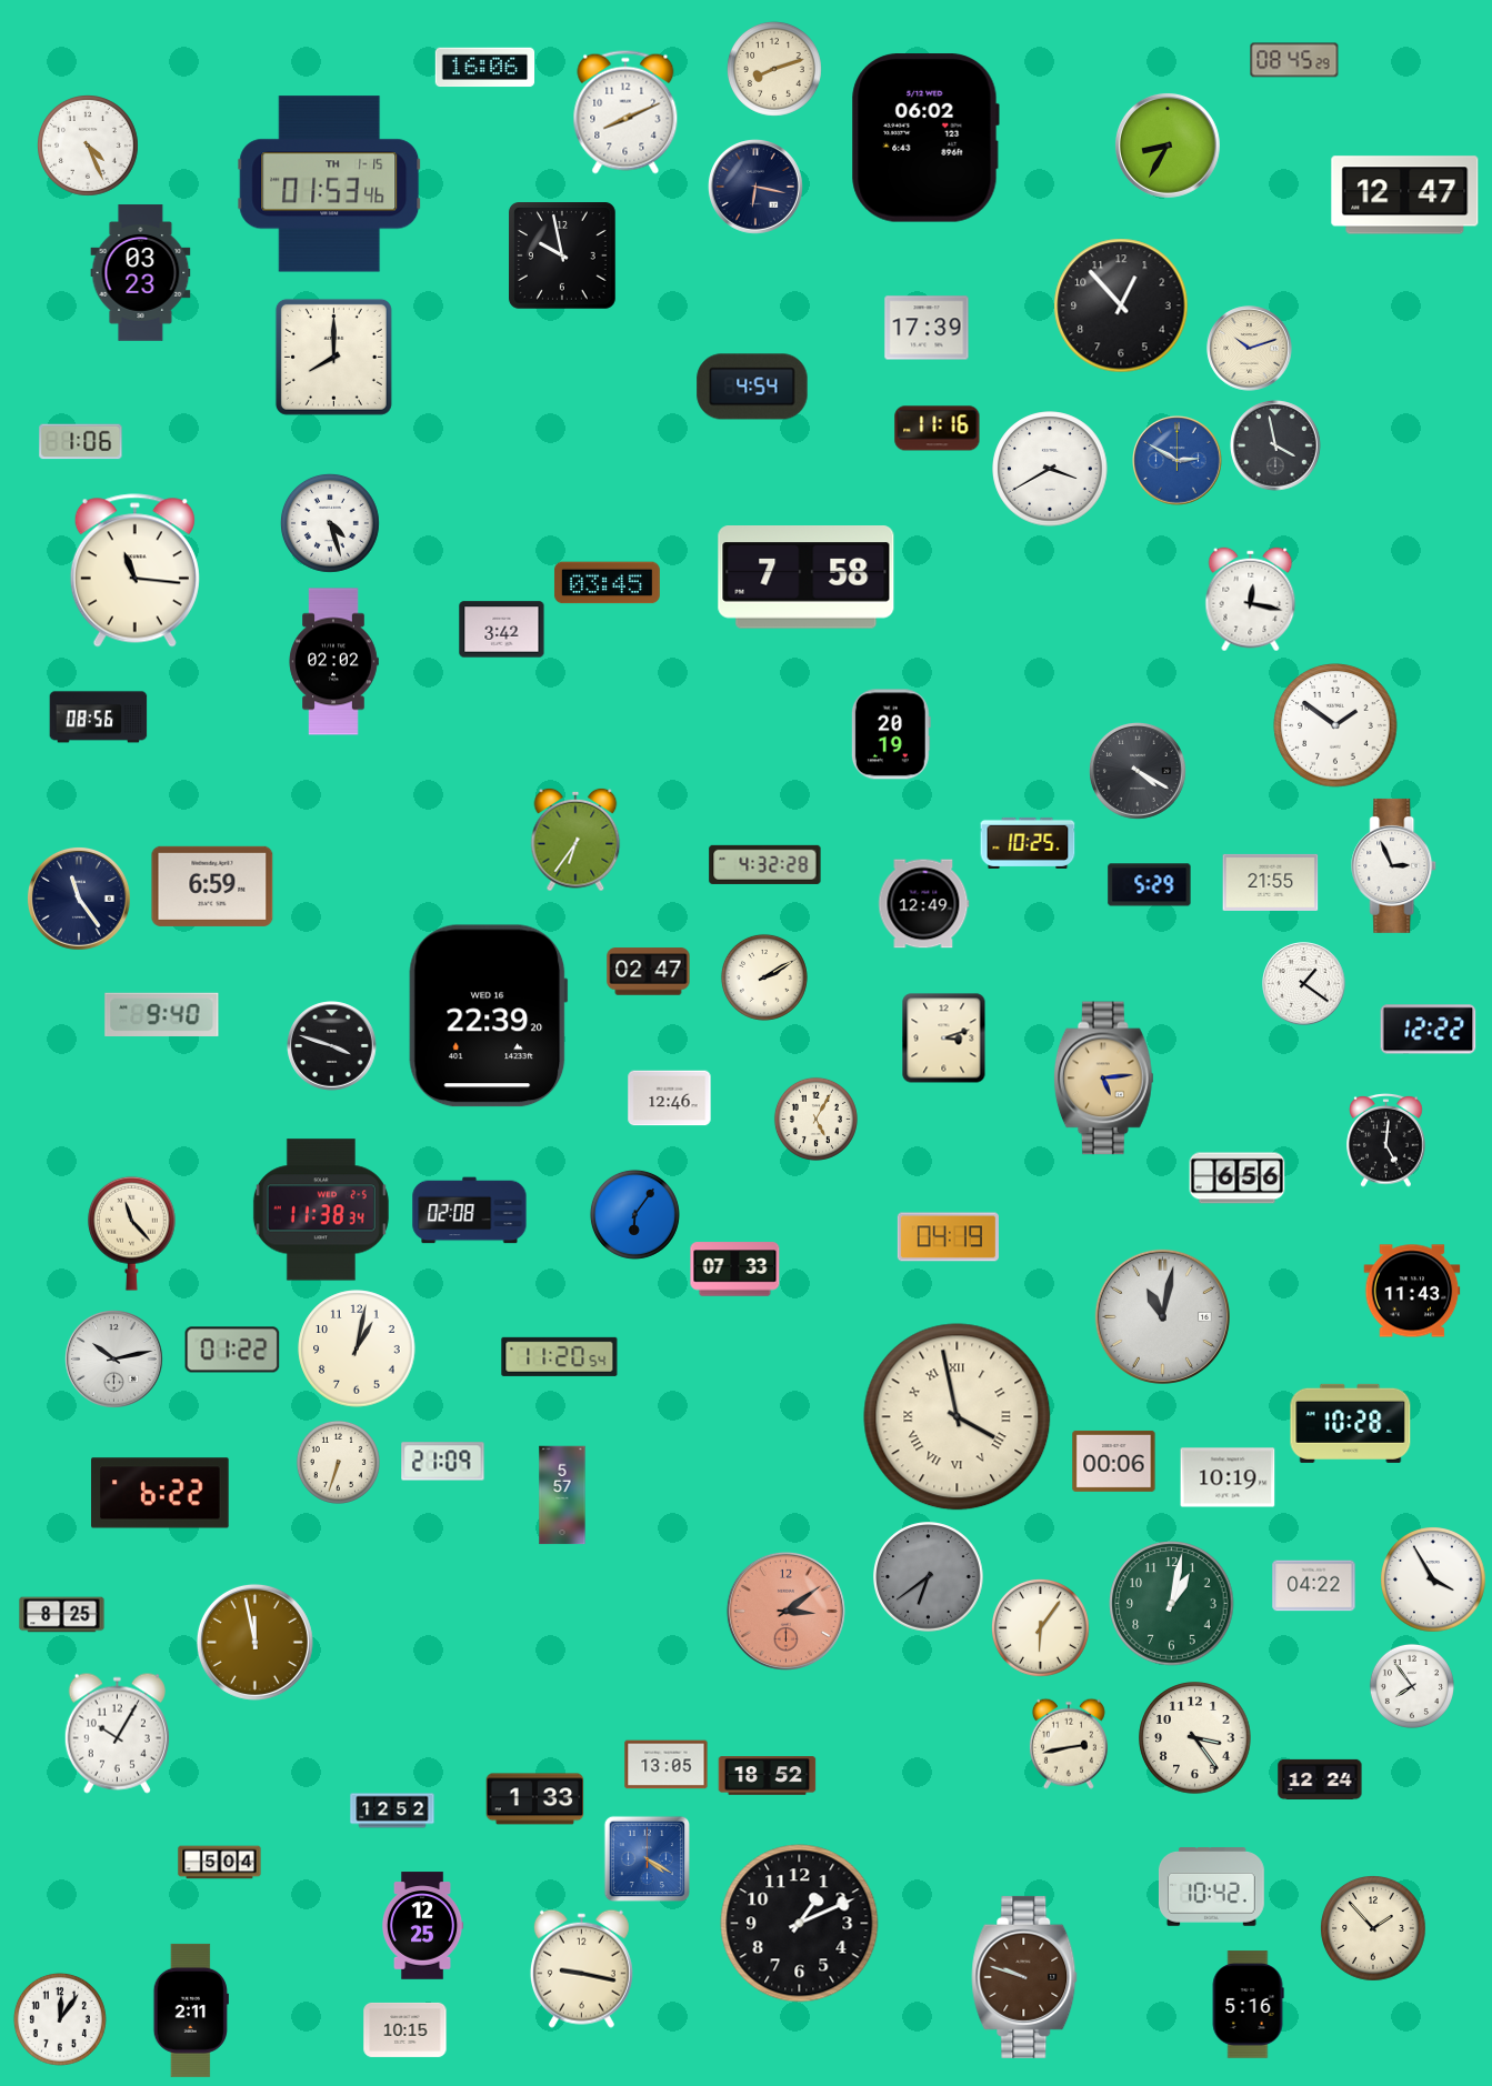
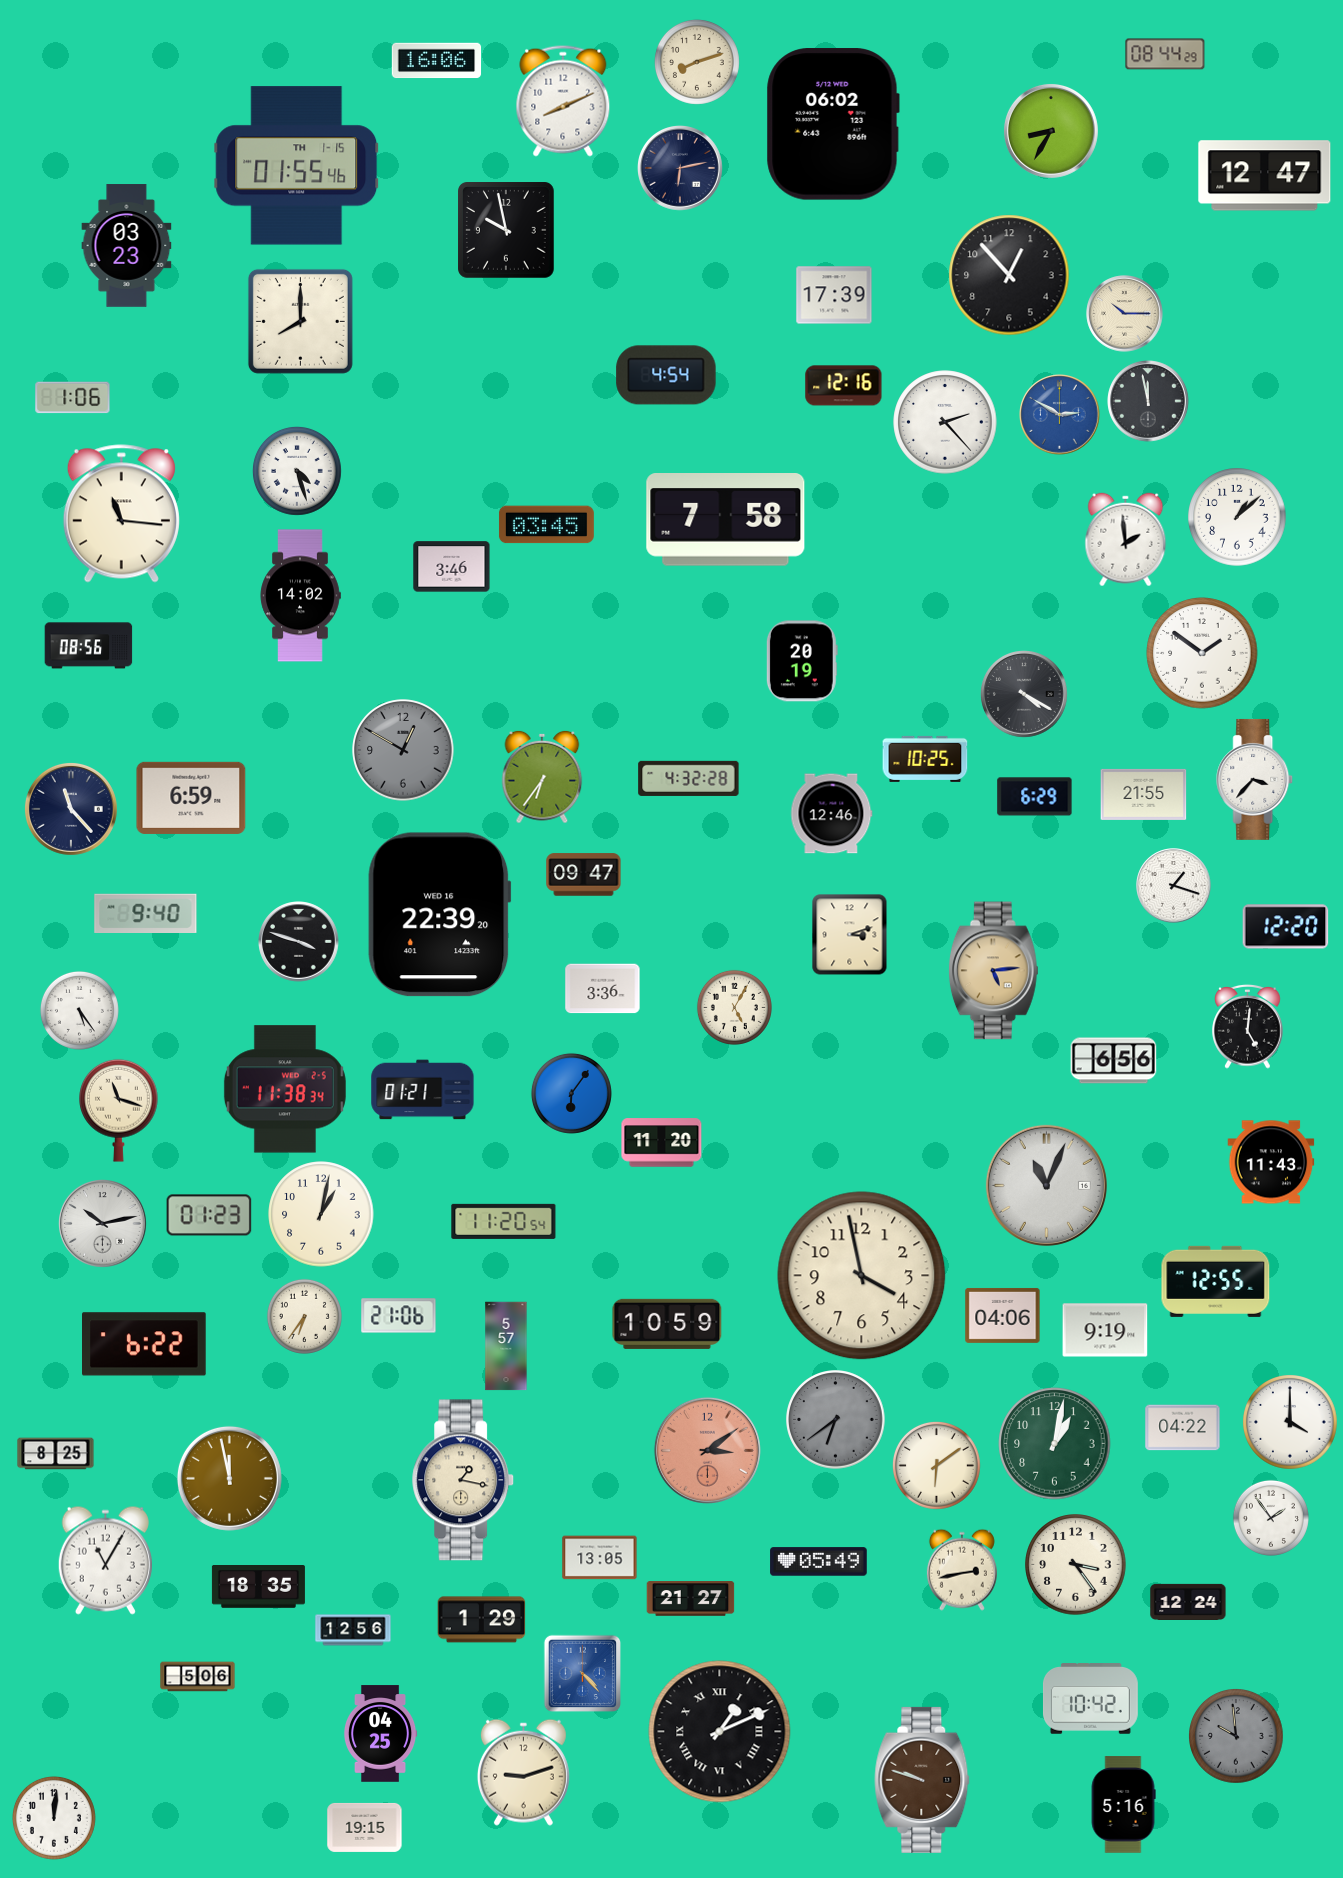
clock at (1294, 60): 08:45 -> 08:44
clock at (89, 147): 4:26 -> none
clock at (330, 184): 01:53 -> 01:55
clock at (757, 188): 6:17 -> 6:13
clock at (1250, 349): 10:12 -> 10:15
clock at (752, 387) position: (752, 387) -> (666, 375)
clock at (938, 429): 11:16 -> 12:16
clock at (1275, 445): 3:58 -> 11:58
clock at (1050, 469): 3:40 -> 2:23
clock at (1237, 517): none -> 1:08
clock at (1251, 600): 12:17 -> 1:59
clock at (502, 630): 3:42 -> 3:46
clock at (333, 662): 02:02 -> 14:02
clock at (403, 750): none -> 12:50
clock at (575, 840) position: (575, 840) -> (542, 777)
clock at (1394, 865): 2:56 -> 3:37
clock at (1150, 885): 5:29 -> 6:29
clock at (79, 899): 11:24 -> 11:23
clock at (924, 904): 12:49 -> 12:46
clock at (649, 972): 02:47 -> 09:47
clock at (764, 977): 2:10 -> none
clock at (1304, 984): 1:21 -> 1:18
clock at (1429, 1030): 12:22 -> 12:20
clock at (670, 1099): 12:46 -> 3:36
clock at (79, 1010): none -> 5:24
clock at (321, 1210) position: (321, 1210) -> (285, 1089)
clock at (470, 1211): 02:08 -> 01:21
clock at (132, 1233): 11:23 -> 11:18
clock at (948, 1237): 04:19 -> none
clock at (735, 1270): 07:33 -> 11:20
clock at (1162, 1316): 11:02 -> 11:04
clock at (232, 1350): 01:22 -> 01:23
clock at (958, 1417) numerals: Roman -> Arabic
clock at (1351, 1423): 10:28 -> 12:55
clock at (1114, 1461): 00:06 -> 04:06
clock at (338, 1462): 6:33 -> 6:36
clock at (443, 1462): 21:09 -> 21:06
clock at (667, 1324): none -> 10:59
clock at (1228, 1477): 10:19 -> 9:19
clock at (1433, 1579): 3:55 -> 4:00
clock at (1040, 1627): 6:06 -> 6:09
clock at (464, 1480): none -> 1:17
clock at (1412, 1686): 7:54 -> 1:54
clock at (117, 1733): 10:05 -> 11:05
clock at (819, 1562): none -> 05:49
clock at (258, 1587): none -> 18:35
clock at (667, 1765) position: (667, 1765) -> (600, 1558)
clock at (768, 1776): 18:52 -> 21:27
clock at (535, 1799): 1:33 -> 1:29
clock at (392, 1811): 12:52 -> 12:56
clock at (647, 1858): 4:20 -> 4:23
clock at (220, 1863): 5:04 -> 5:06
clock at (800, 1924) numerals: Arabic -> Roman
clock at (422, 1926): 12:25 -> 04:25
clock at (1373, 1928): 1:53 -> 9:59
clock at (1373, 1928) dial: cream -> grey
clock at (581, 1968): 9:17 -> 9:12
clock at (191, 2010): 2:11 -> none
clock at (60, 2019): 12:06 -> 12:01
clock at (405, 2029): 10:15 -> 19:15
